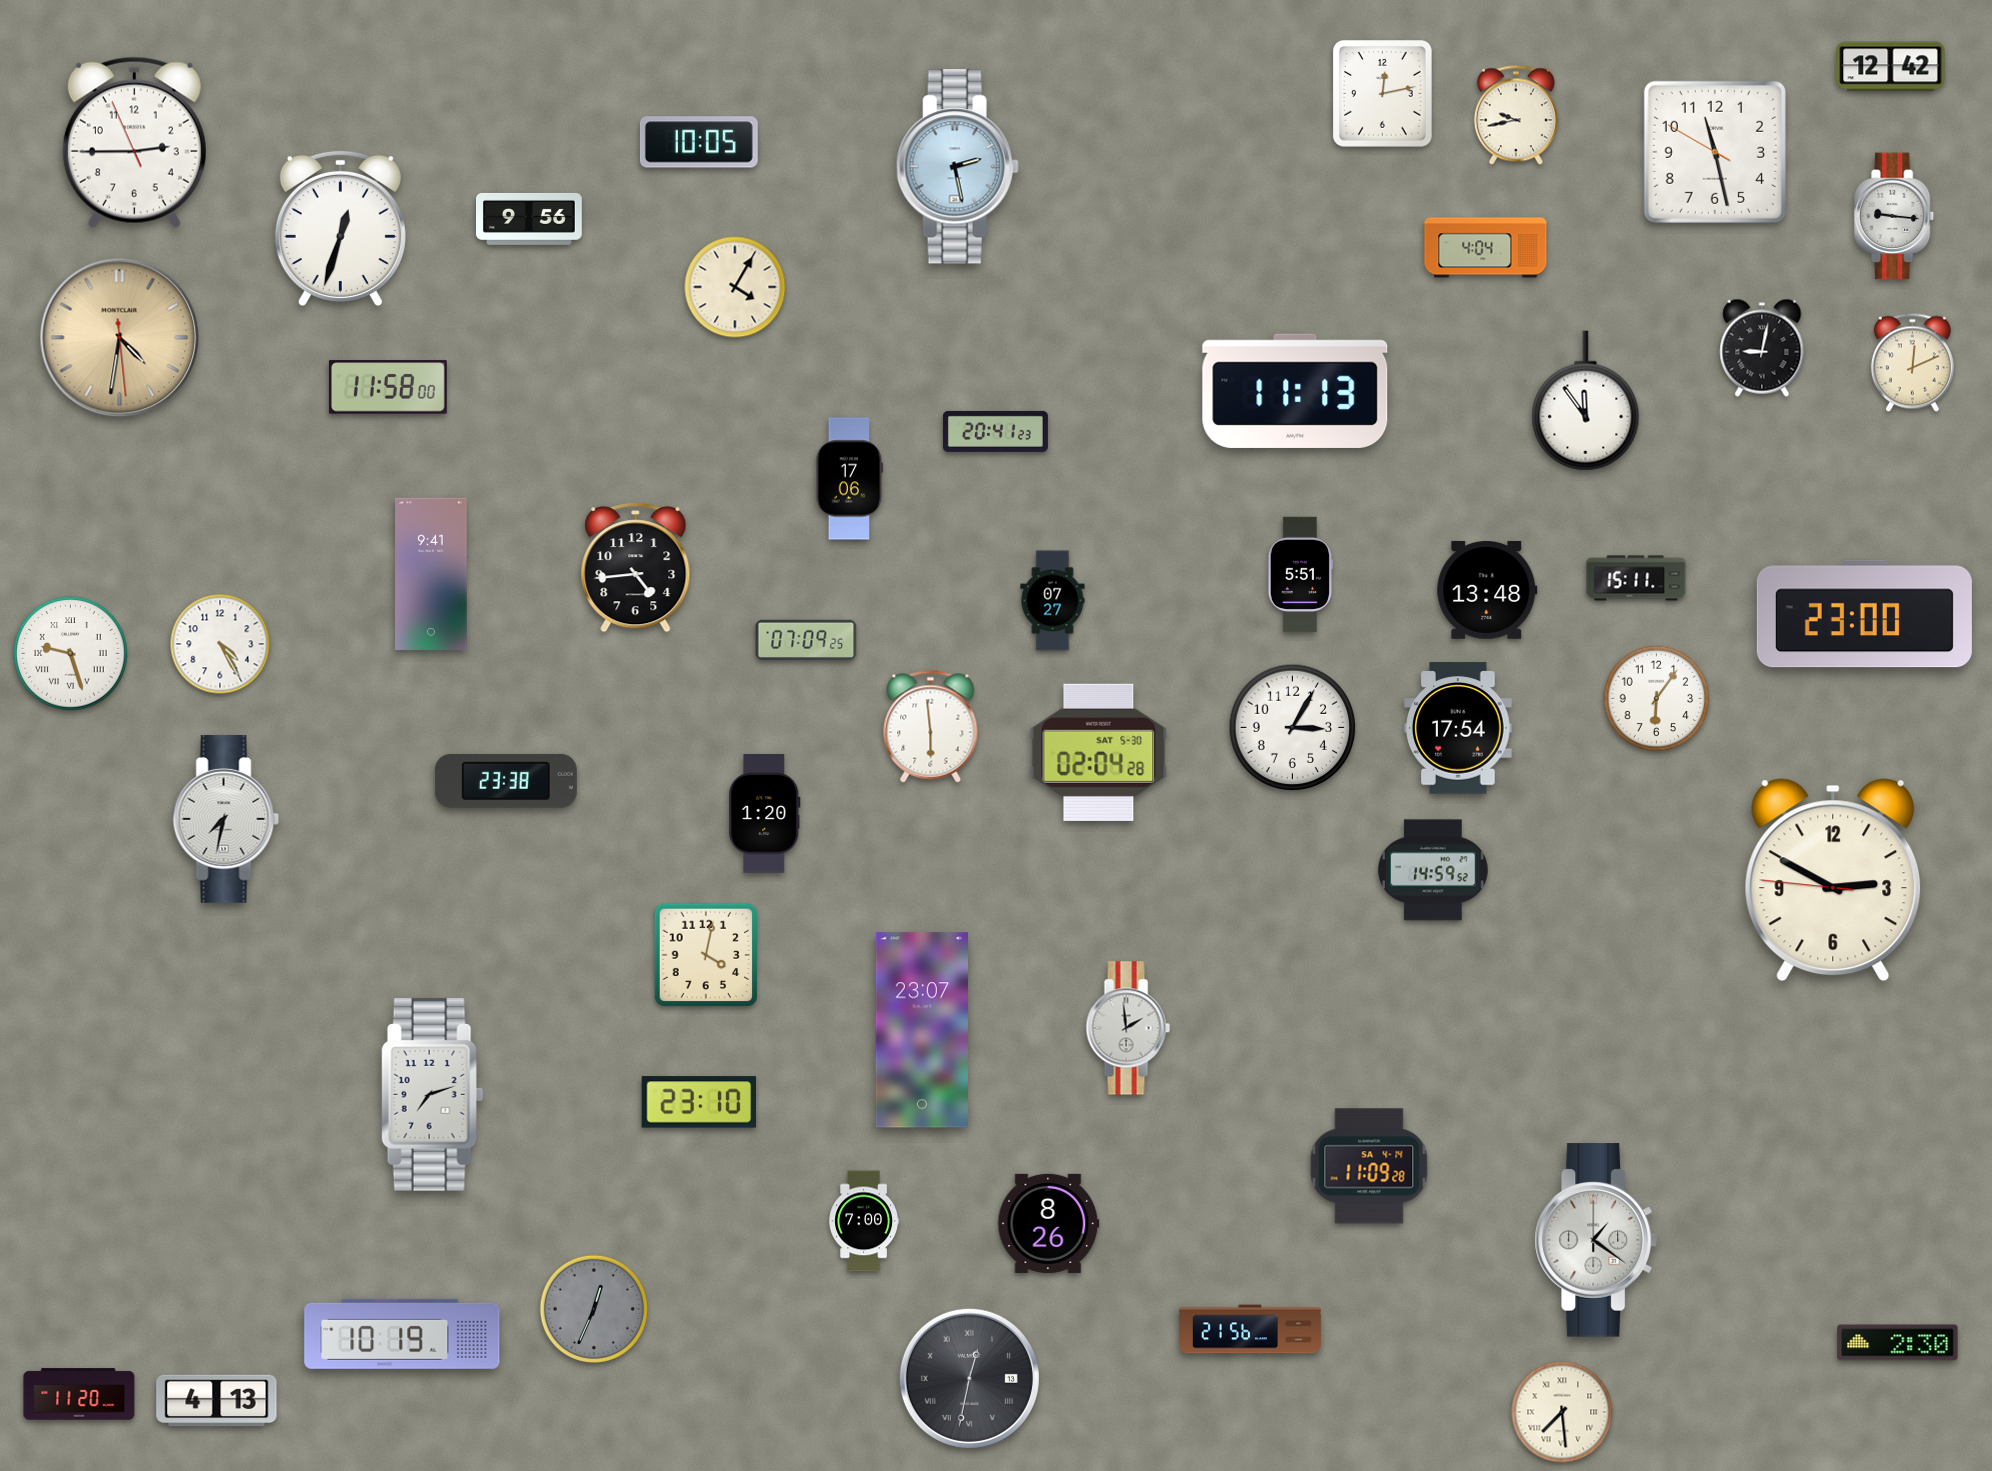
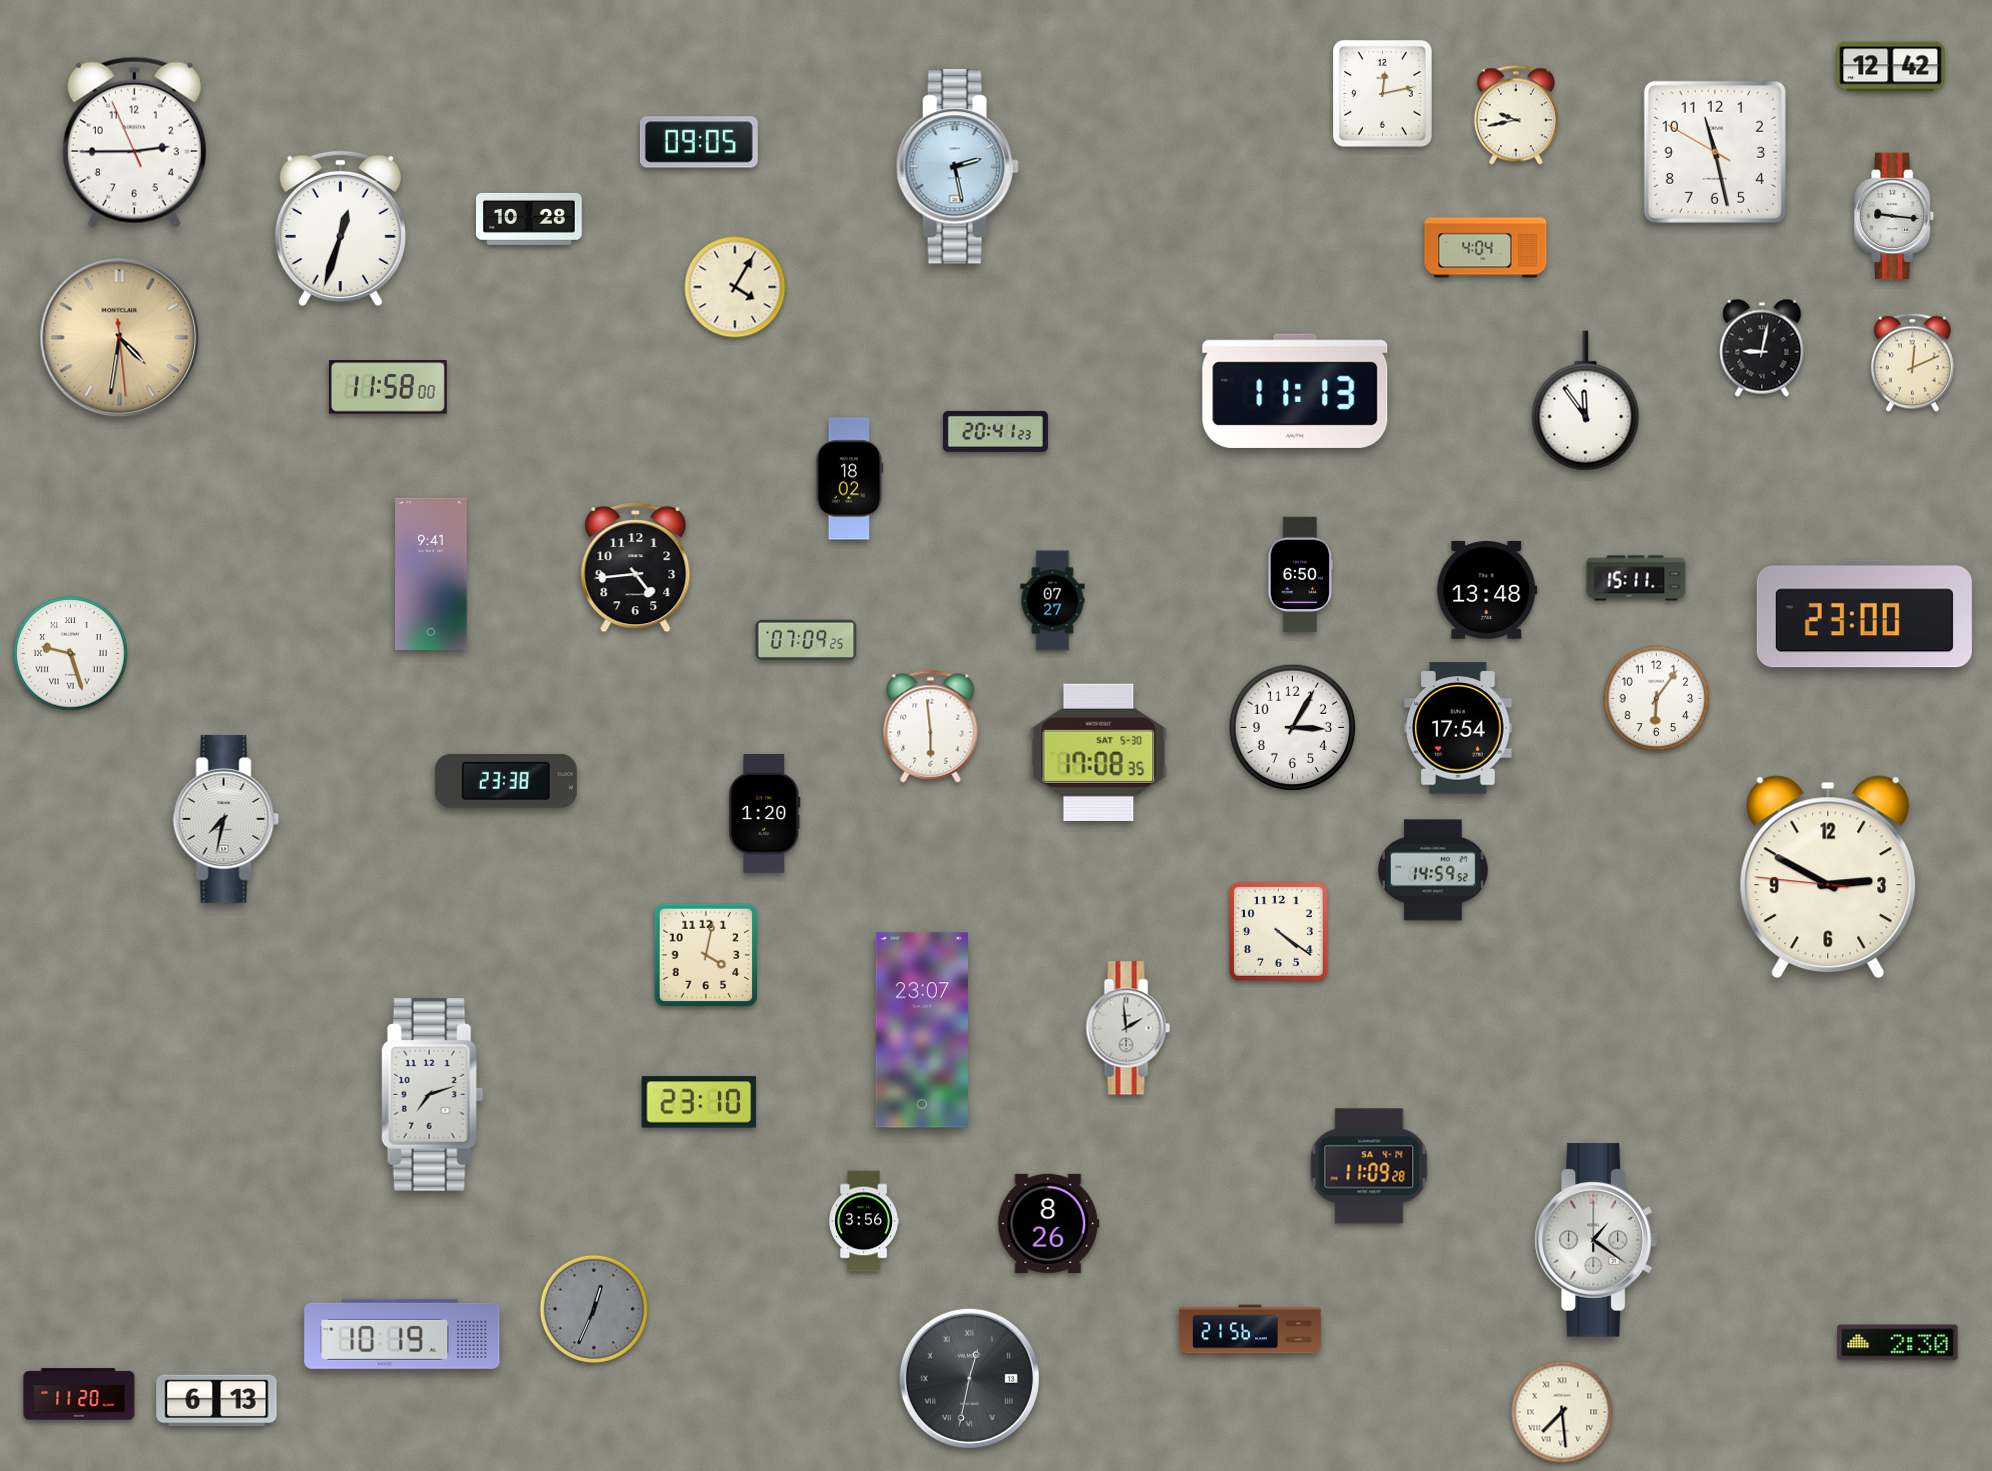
clock at (699, 142): 10:05 -> 09:05
clock at (530, 219): 9:56 -> 10:28
clock at (850, 479): 17:06 -> 18:02
clock at (1300, 575): 5:51 -> 6:50
clock at (220, 644): 4:25 -> none
clock at (1099, 752): 02:04 -> 17:08
clock at (1833, 880) position: (1833, 880) -> (1828, 877)
clock at (1278, 931): none -> 4:21
clock at (863, 1221): 7:00 -> 3:56
clock at (217, 1401): 4:13 -> 6:13
